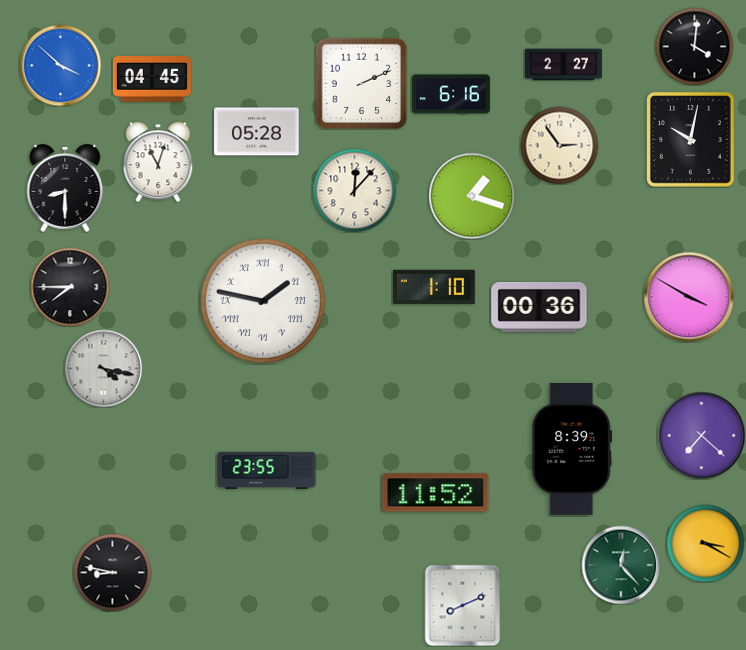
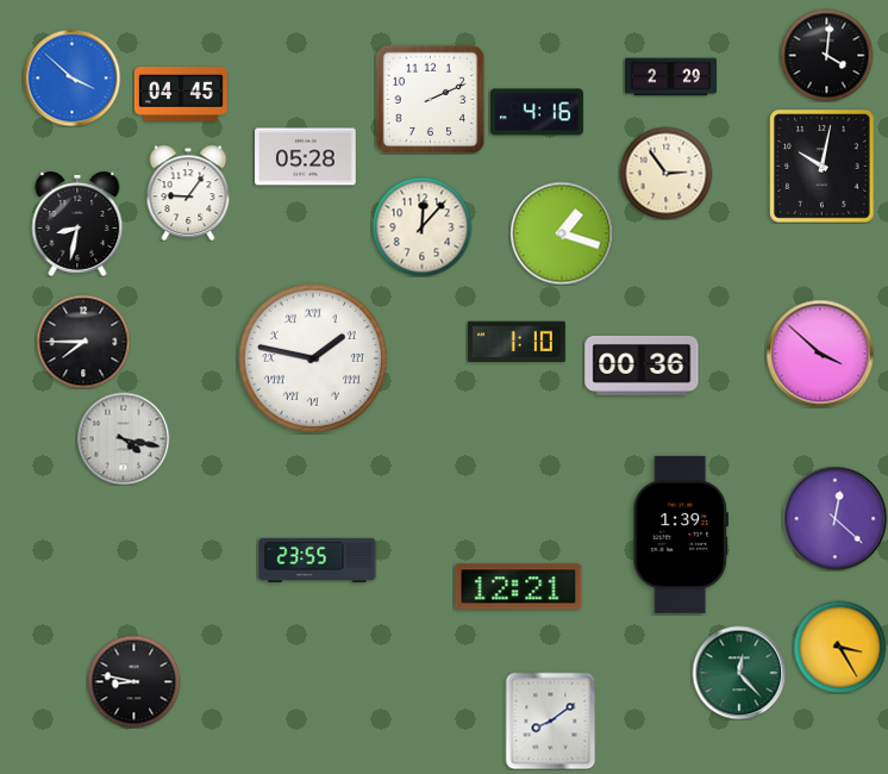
clock at (563, 65): 2:27 -> 2:29
clock at (451, 94): 6:16 -> 4:16
clock at (158, 162): 11:03 -> 9:06
clock at (65, 189): 8:30 -> 8:32
clock at (689, 297): 3:50 -> 3:52
clock at (701, 435): 7:22 -> 12:22
clock at (572, 449): 8:39 -> 1:39
clock at (436, 493): 11:52 -> 12:21
clock at (705, 543): 3:20 -> 3:25
clock at (463, 605): 8:11 -> 8:09
